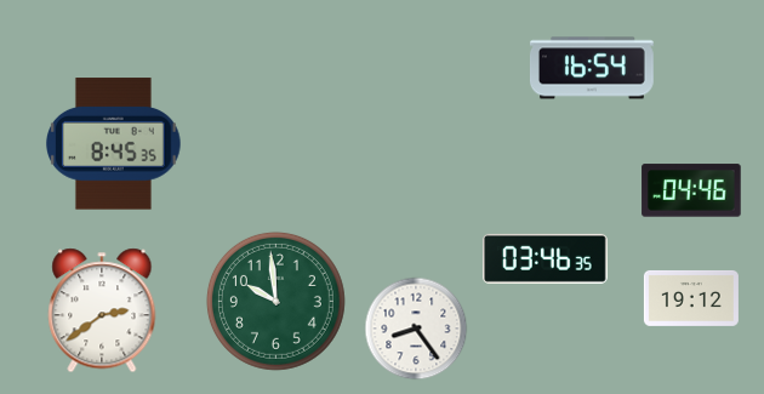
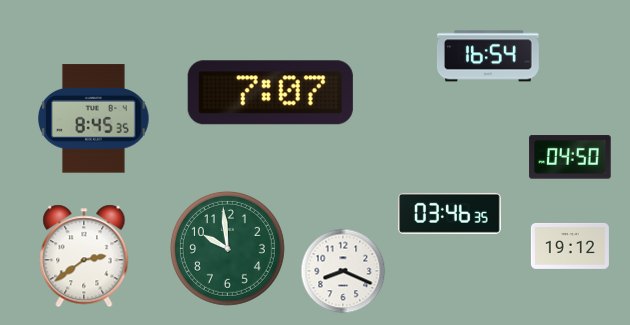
clock at (270, 93): none -> 7:07
clock at (691, 190): 04:46 -> 04:50
clock at (416, 329): 8:24 -> 8:19
